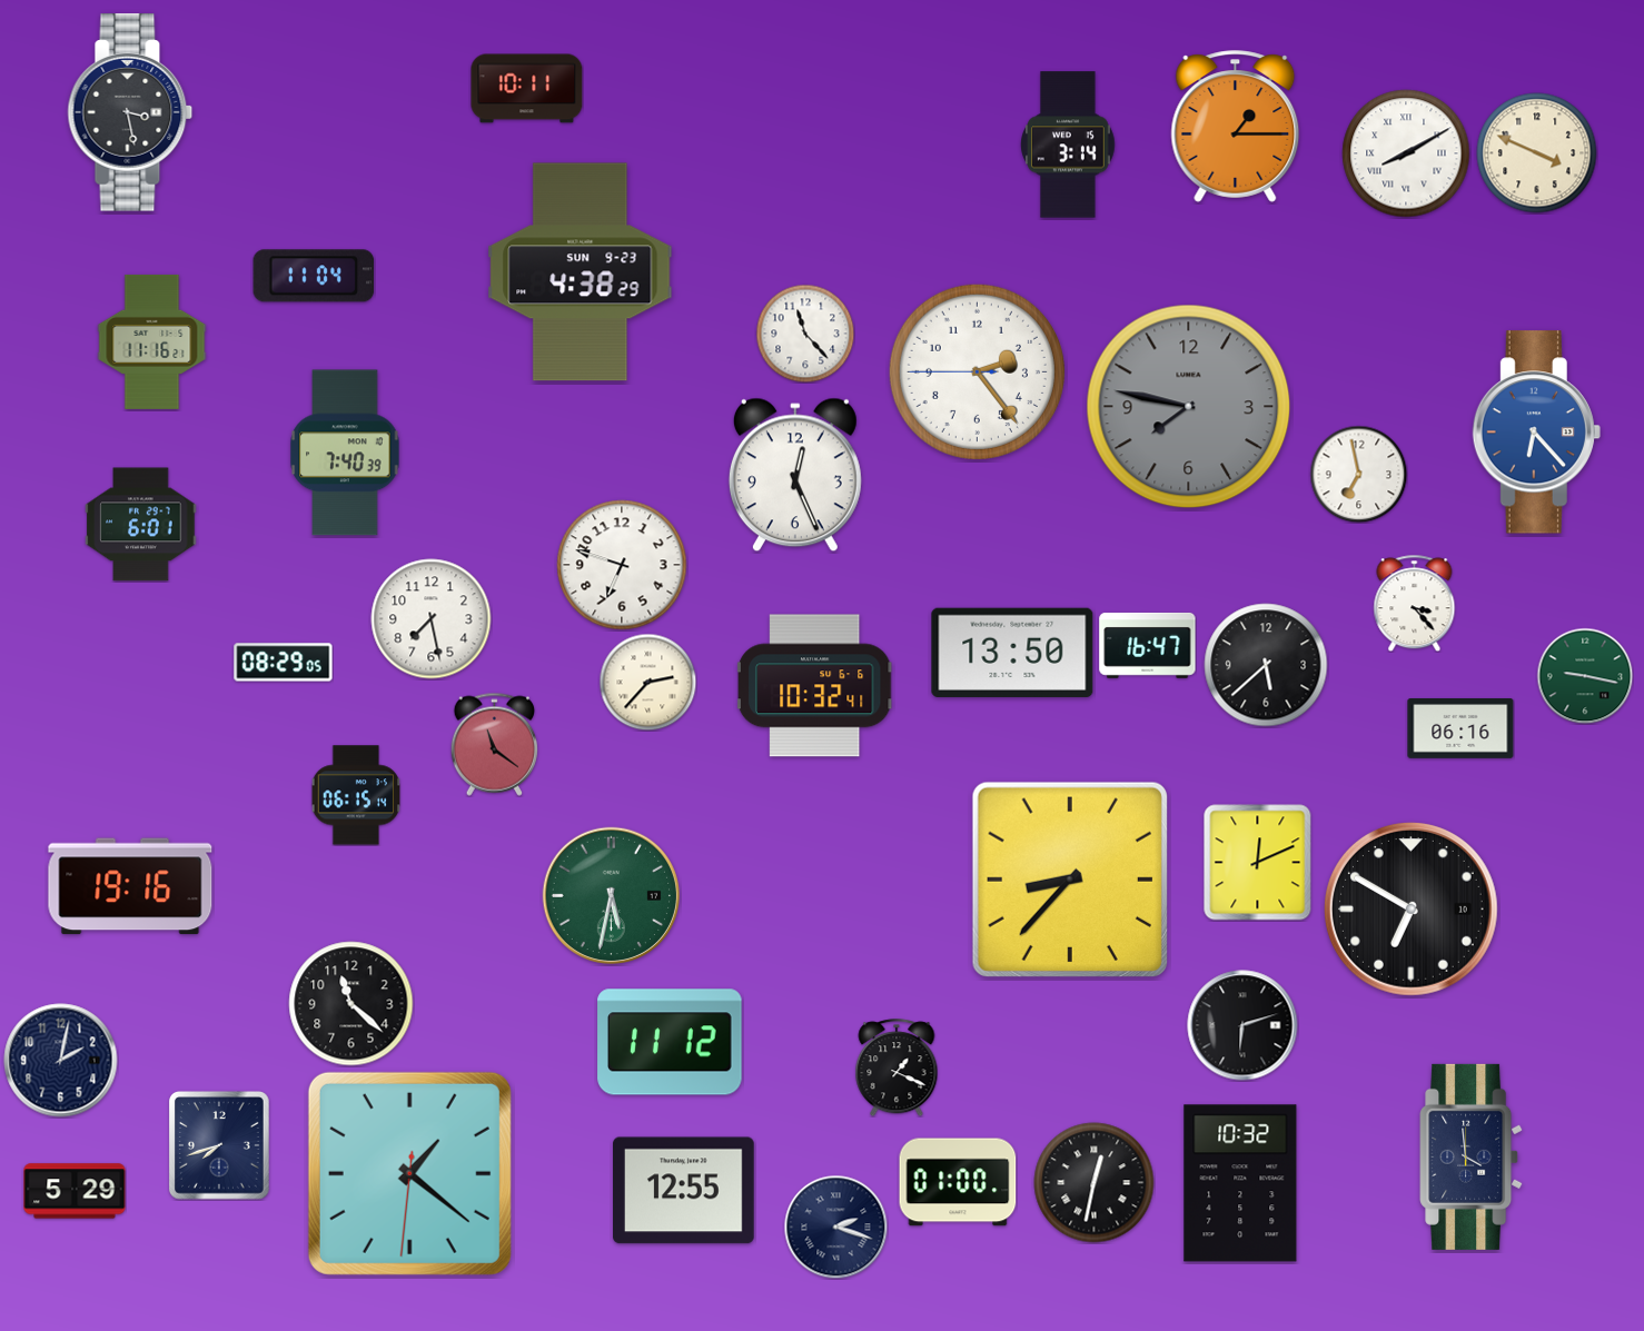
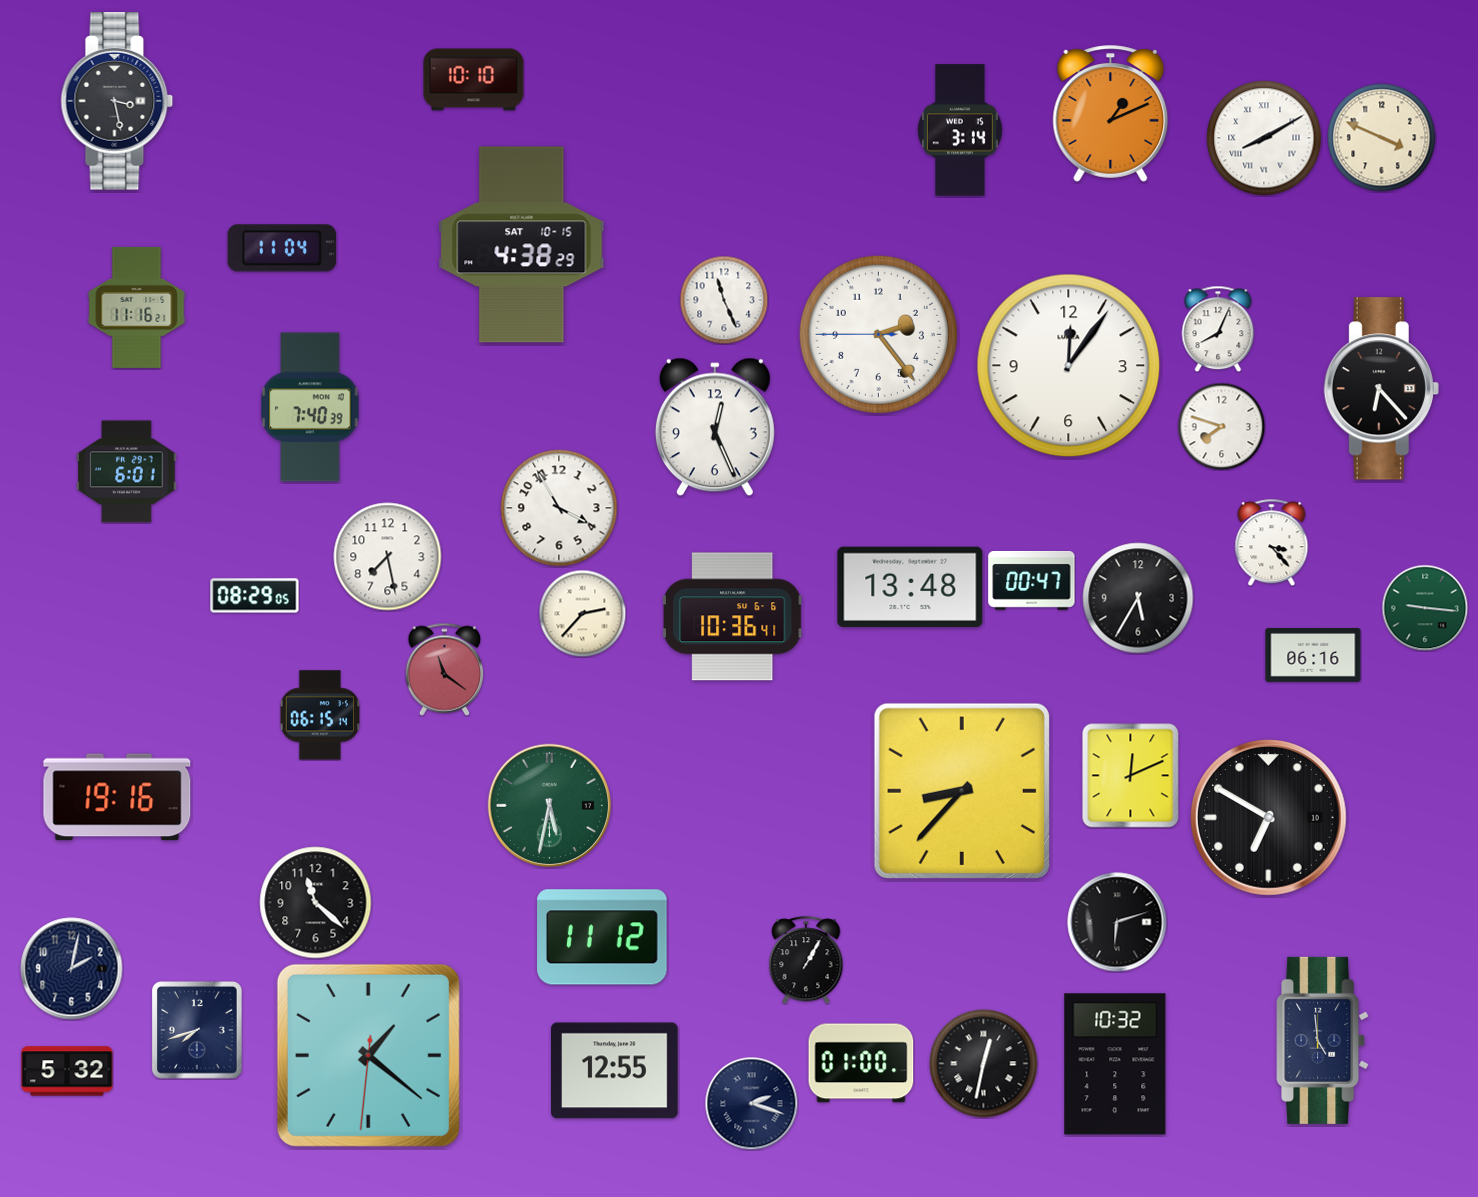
clock at (527, 89): 10:11 -> 10:10
clock at (1236, 127): 1:15 -> 1:11
clock at (581, 272) date: SUN 9-23 -> SAT 10-15
clock at (805, 334): 11:23 -> 11:26
clock at (1218, 329): none -> 8:04
clock at (1189, 407): 7:47 -> 12:06
clock at (1189, 407) dial: grey -> white
clock at (1536, 433) dial: blue -> black
clock at (1358, 474): 6:58 -> 7:48
clock at (622, 565): 6:48 -> 3:55
clock at (1148, 645): 16:47 -> 00:47
clock at (1012, 653): 13:50 -> 13:48
clock at (1266, 665): 5:38 -> 5:35
clock at (1585, 676): 9:17 -> 9:16
clock at (815, 686): 10:32 -> 10:36
clock at (61, 1061) position: (61, 1061) -> (72, 969)
clock at (897, 1067): 1:19 -> 1:05
clock at (1472, 1156): 3:59 -> 4:59
clock at (75, 1191): 5:29 -> 5:32
